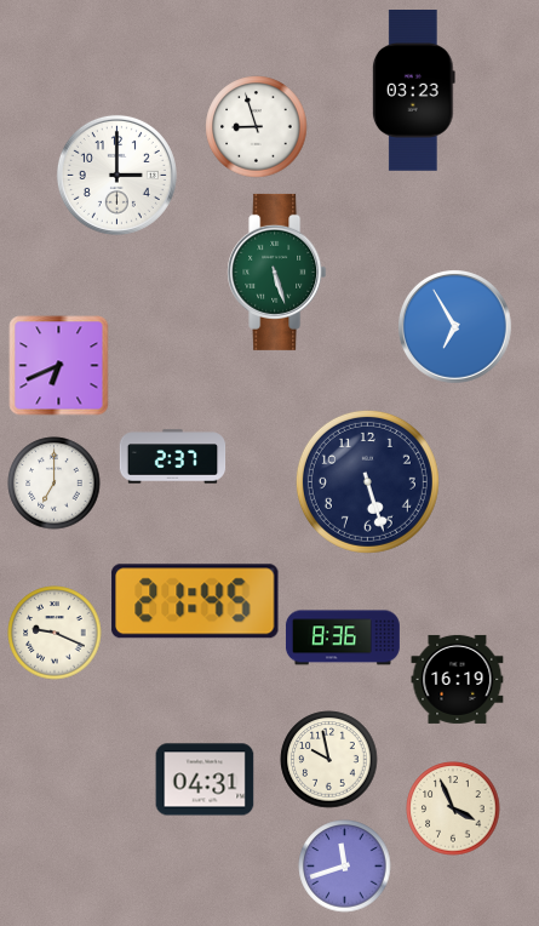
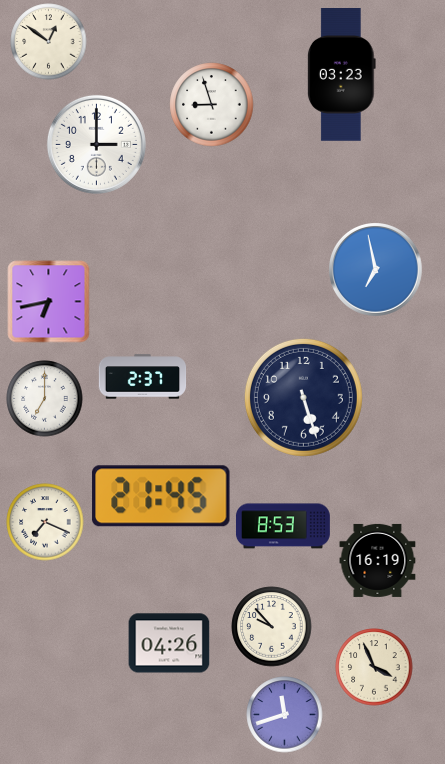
clock at (49, 42): none -> 12:51
clock at (277, 271): 5:27 -> none
clock at (455, 327): 6:55 -> 6:58
clock at (59, 366): 6:41 -> 6:43
clock at (55, 633): 9:19 -> 7:19
clock at (343, 638): 8:36 -> 8:53
clock at (329, 760): 9:58 -> 9:53
clock at (205, 779): 04:31 -> 04:26
